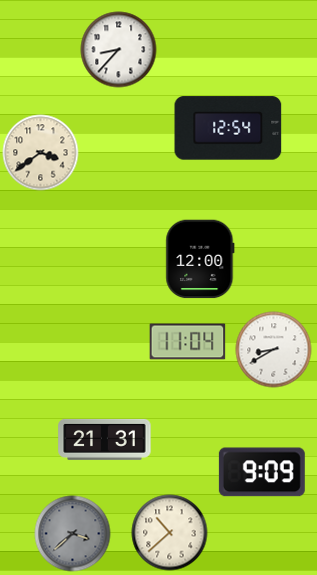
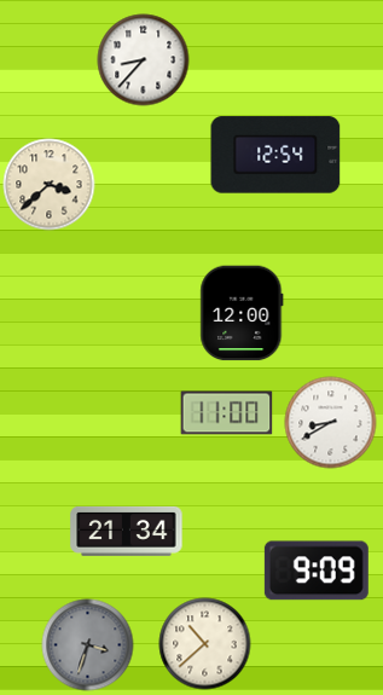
clock at (41, 153): 3:39 -> 3:38
clock at (188, 342): 11:04 -> 11:00
clock at (105, 439): 21:31 -> 21:34
clock at (73, 534): 3:38 -> 3:33
